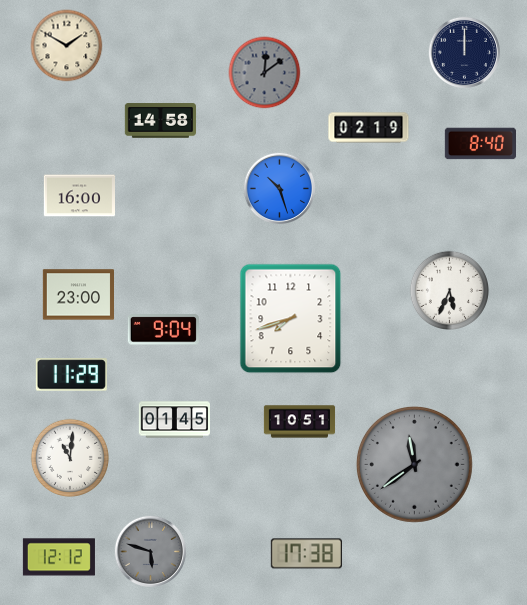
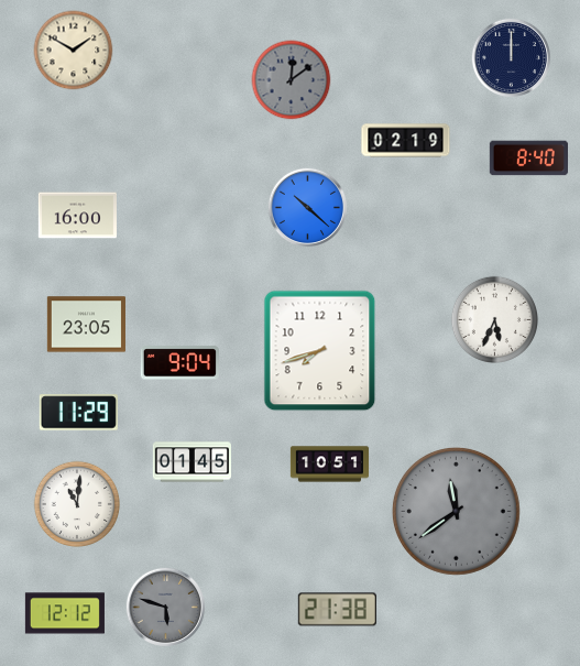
clock at (160, 121): 14:58 -> none
clock at (279, 188): 10:27 -> 10:22
clock at (79, 196) position: (79, 196) -> (77, 216)
clock at (78, 295): 23:00 -> 23:05
clock at (306, 554): 17:38 -> 21:38
